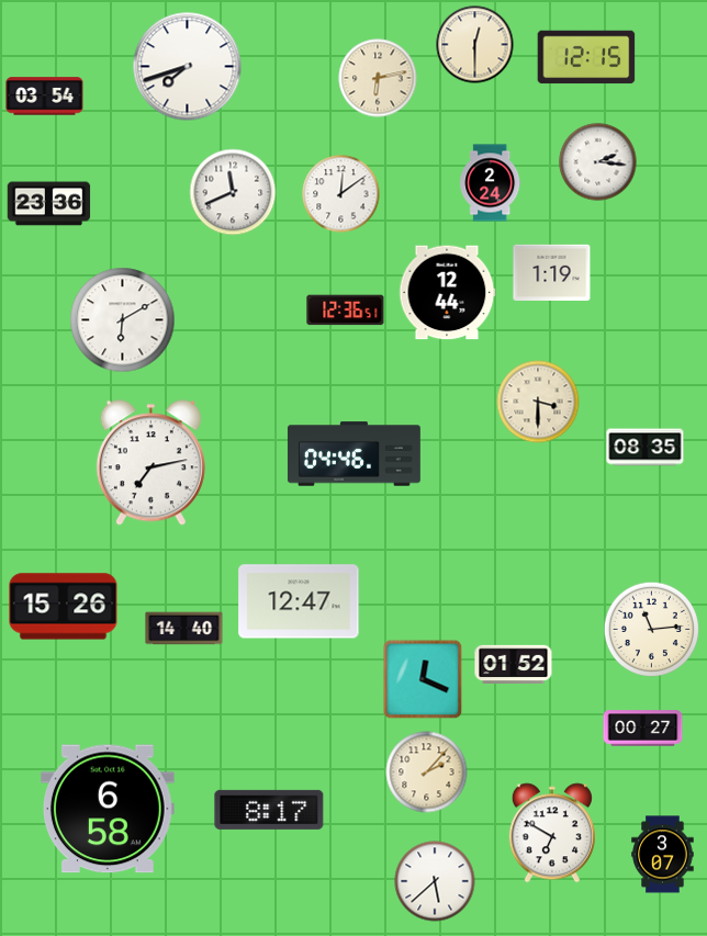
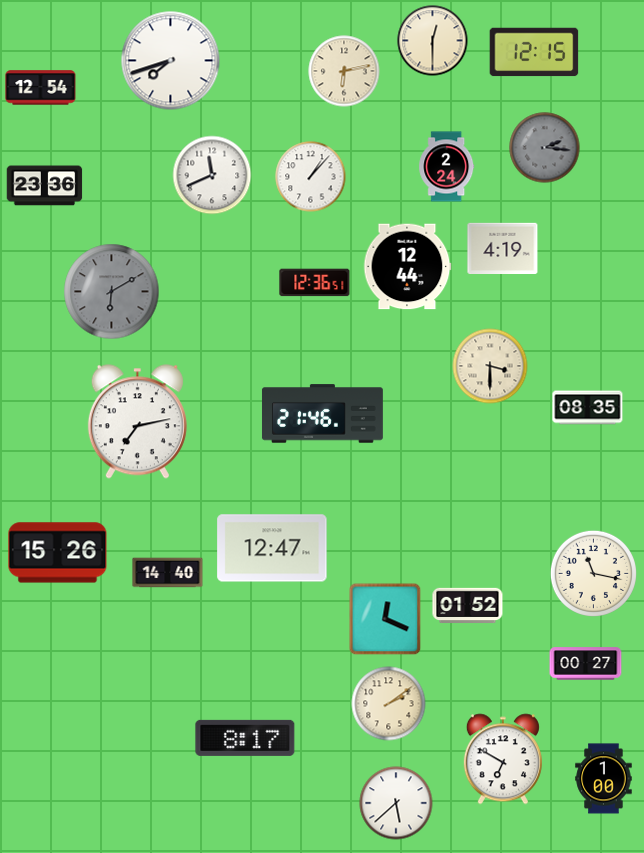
clock at (45, 97): 03:54 -> 12:54
clock at (598, 162) dial: white -> grey
clock at (341, 194): 12:09 -> 1:07
clock at (552, 272): 1:19 -> 4:19
clock at (123, 320) dial: white -> grey
clock at (353, 454): 04:46 -> 21:46
clock at (651, 629): 11:14 -> 11:17
clock at (427, 773): 2:07 -> 2:09
clock at (108, 809): 6:58 -> none
clock at (663, 855): 3:07 -> 1:00
